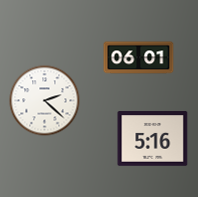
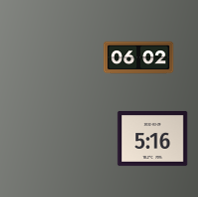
clock at (139, 58): 06:01 -> 06:02
clock at (45, 101): 2:22 -> none
